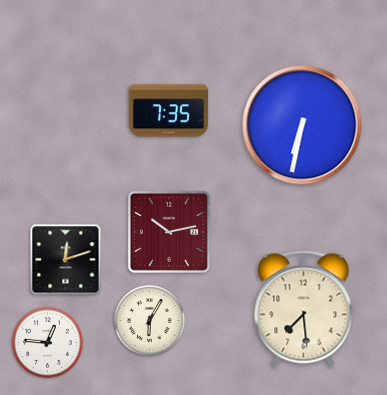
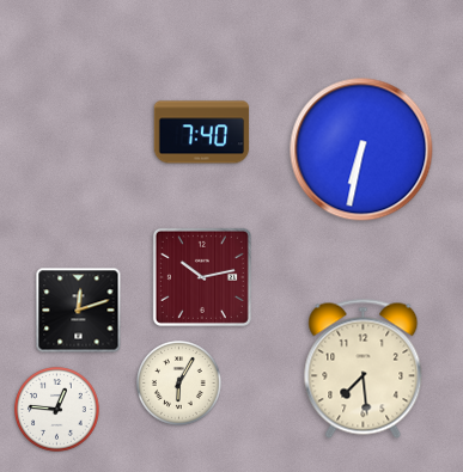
clock at (169, 111): 7:35 -> 7:40
